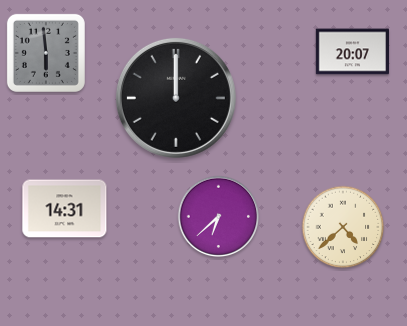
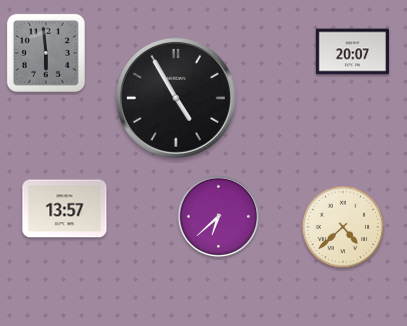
clock at (176, 98): 12:00 -> 4:55
clock at (65, 209): 14:31 -> 13:57
